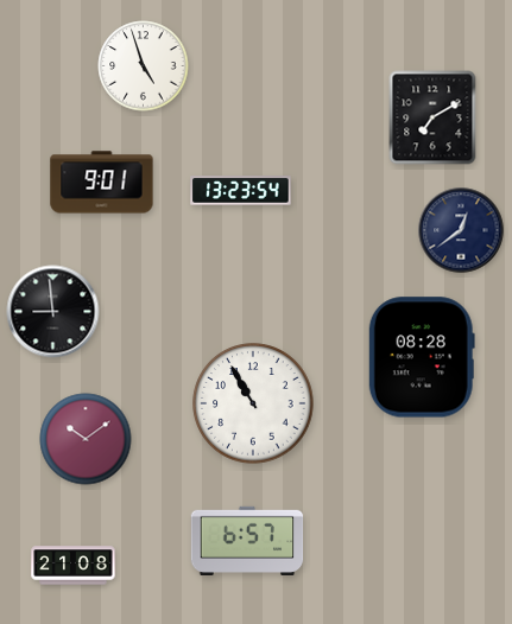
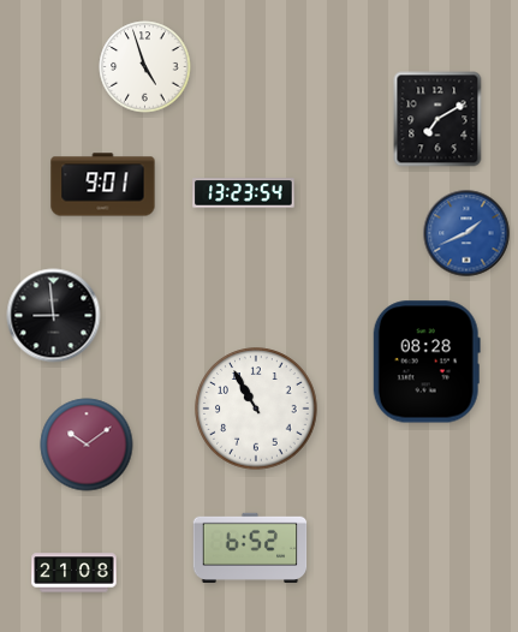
clock at (461, 230): 12:39 -> 1:41
clock at (461, 230) dial: navy -> blue
clock at (247, 540): 6:57 -> 6:52
